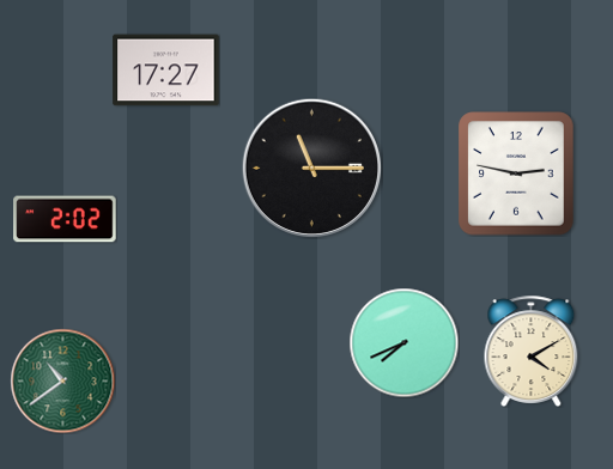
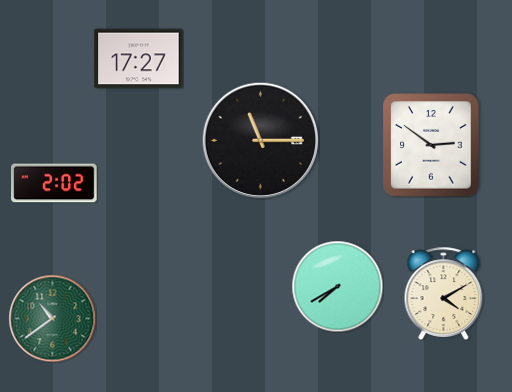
clock at (516, 173): 2:47 -> 2:51
clock at (403, 342): 7:41 -> 7:40
